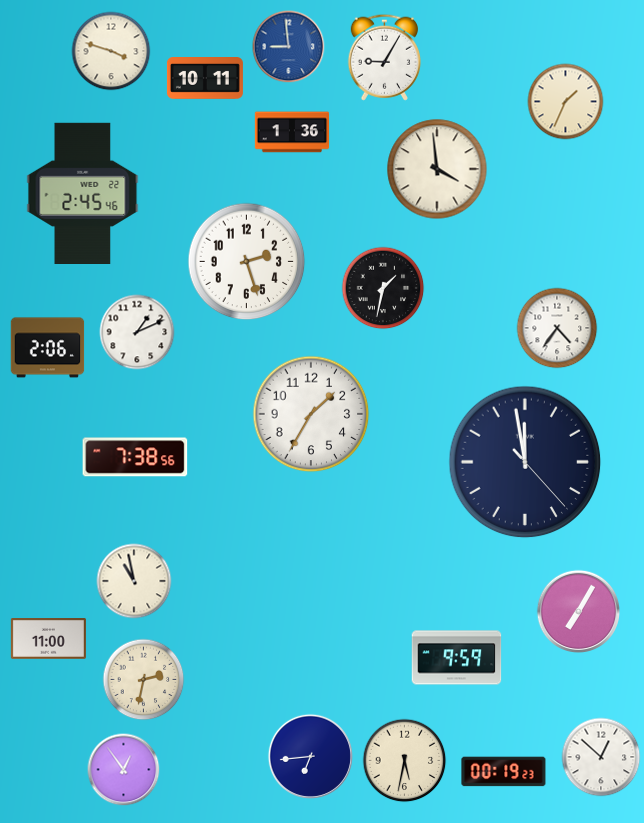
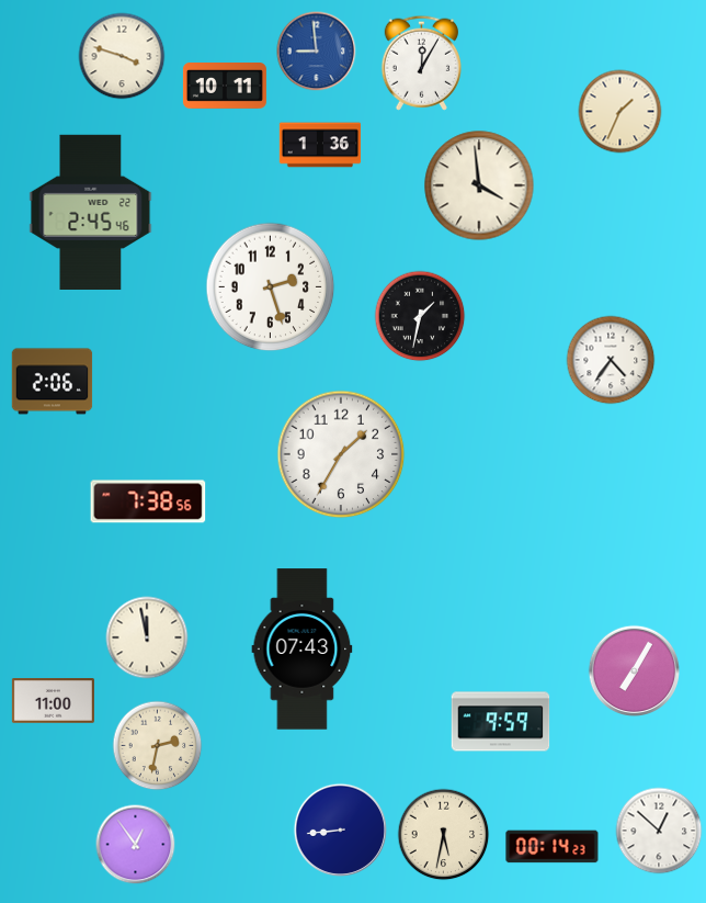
clock at (384, 57): 9:05 -> 12:05
clock at (137, 332): 1:11 -> none
clock at (525, 462): 11:58 -> none
clock at (134, 581): 10:58 -> 11:58
clock at (303, 650): none -> 07:43
clock at (310, 756): 6:44 -> 8:44
clock at (504, 772): 00:19 -> 00:14
